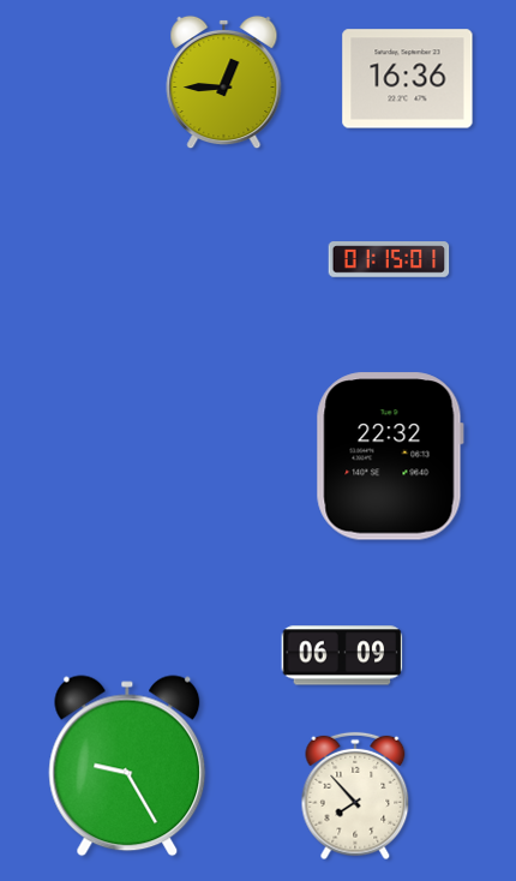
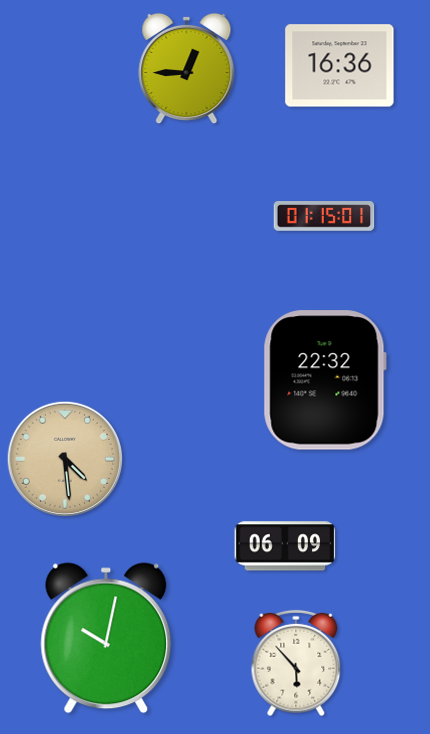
clock at (65, 459): none -> 4:29
clock at (127, 766): 9:25 -> 10:02
clock at (355, 796): 7:53 -> 5:53
